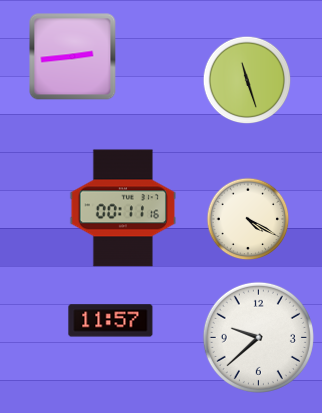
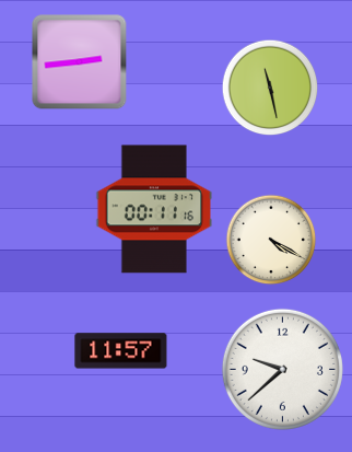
clock at (247, 80): 11:27 -> 11:28
clock at (122, 208) position: (122, 208) -> (153, 209)
